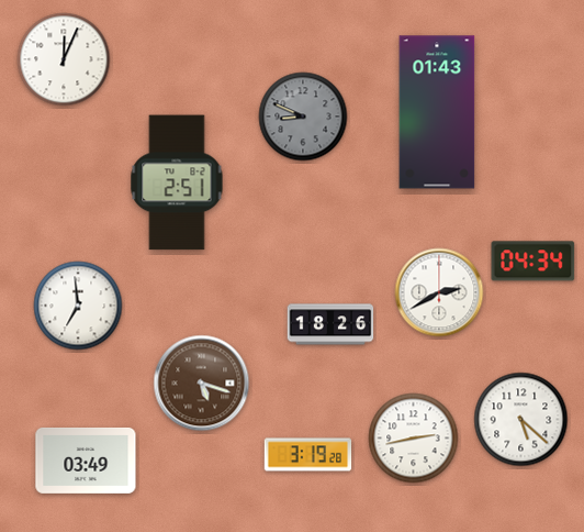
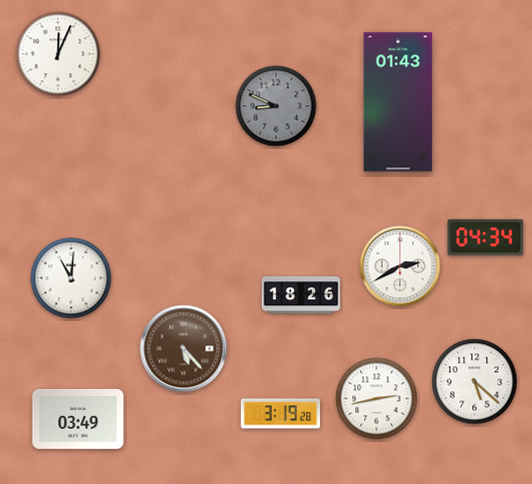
clock at (177, 182): 2:51 -> none
clock at (78, 306): 6:59 -> 11:01
clock at (202, 384): 5:18 -> 5:23
